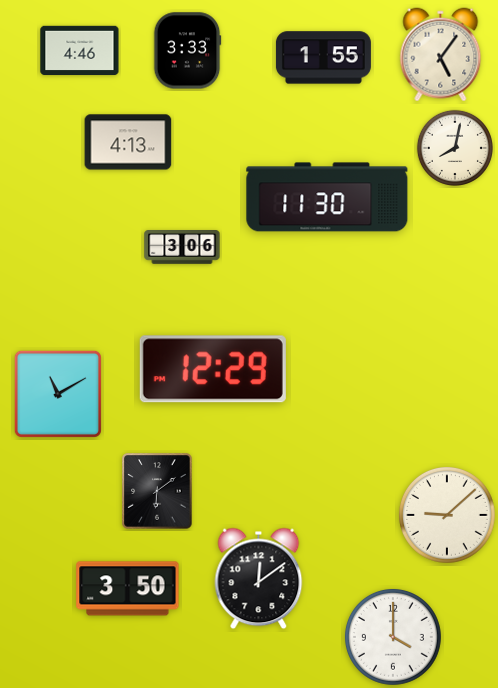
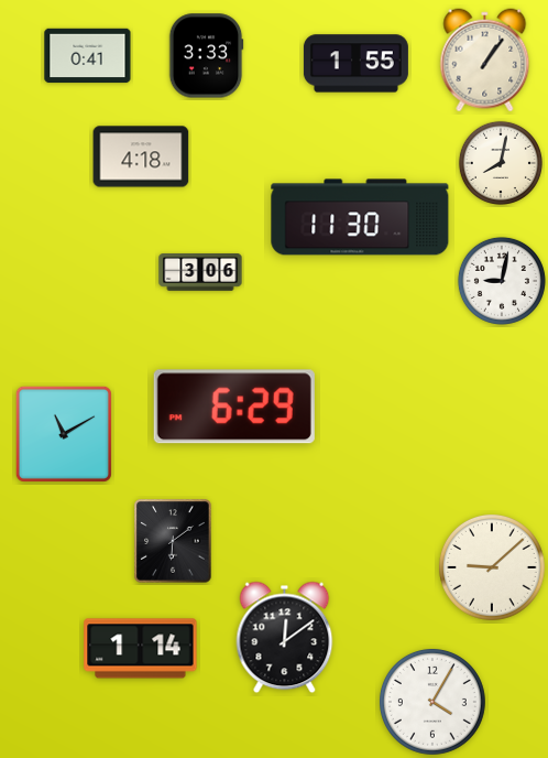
clock at (80, 51): 4:46 -> 0:41
clock at (441, 55): 5:06 -> 1:06
clock at (128, 142): 4:13 -> 4:18
clock at (502, 281): none -> 9:02
clock at (213, 369): 12:29 -> 6:29
clock at (128, 589): 3:50 -> 1:14
clock at (393, 637): 4:00 -> 4:05
